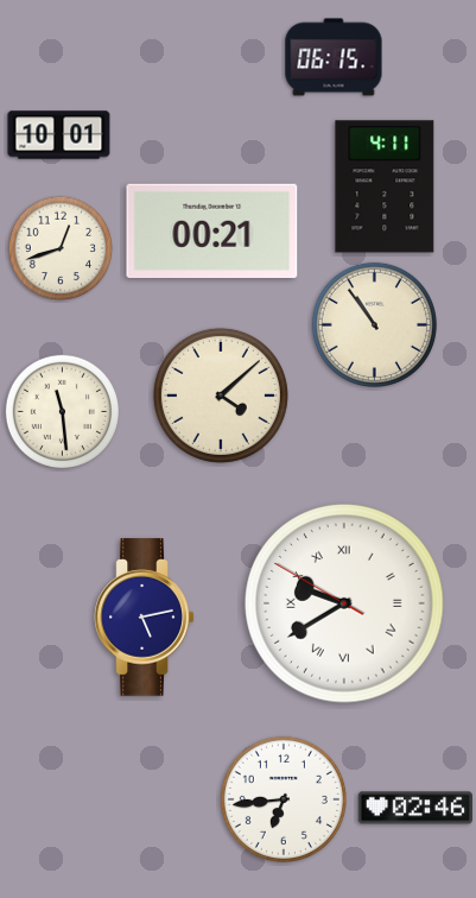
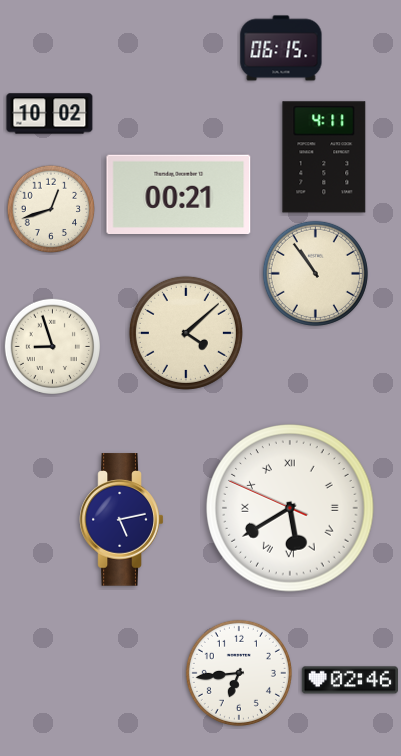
clock at (59, 135): 10:01 -> 10:02
clock at (62, 411): 11:29 -> 8:57
clock at (344, 603): 9:39 -> 5:39
